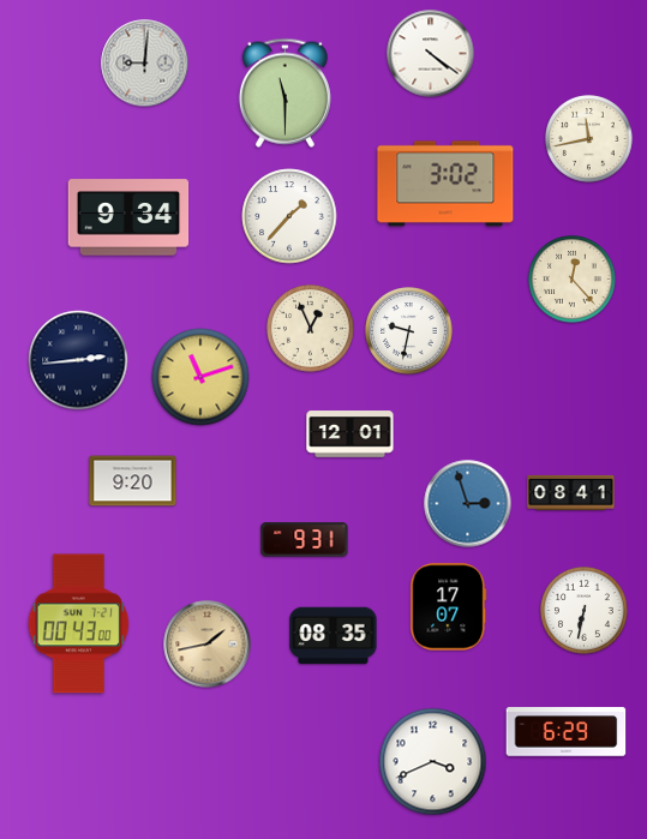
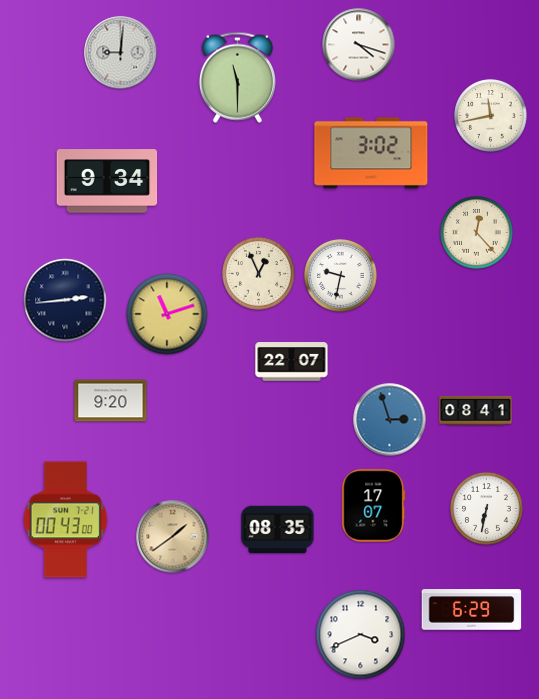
clock at (431, 54): 4:21 -> 4:18
clock at (289, 216): 1:37 -> none
clock at (351, 435): 12:01 -> 22:07
clock at (305, 540): 9:31 -> none
clock at (208, 645): 1:43 -> 1:39
